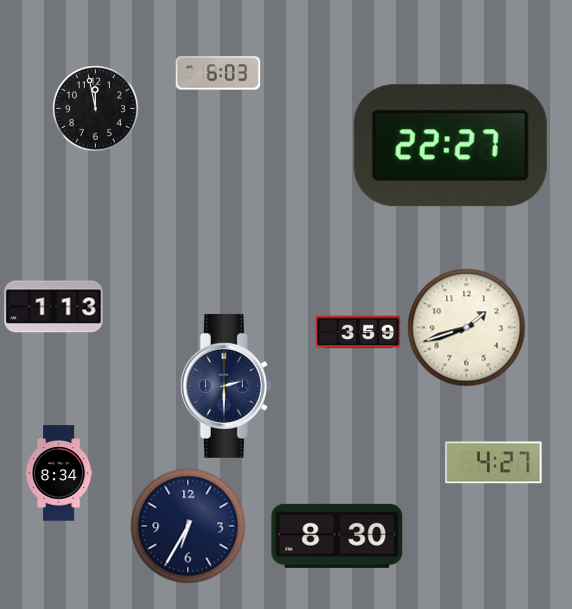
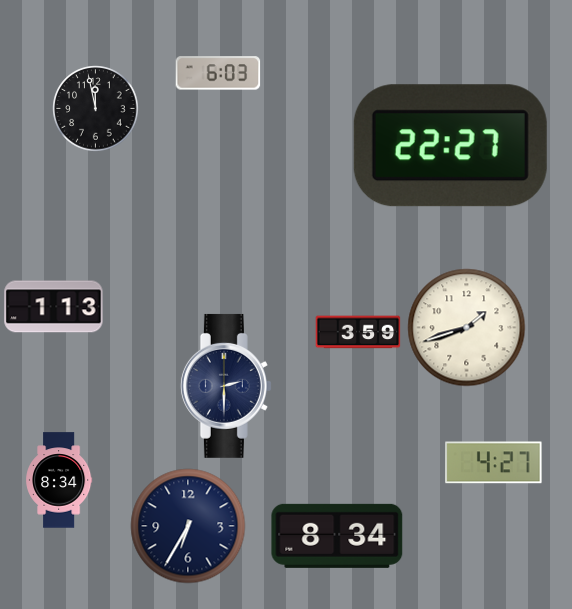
clock at (60, 473) position: (60, 473) -> (60, 480)
clock at (337, 536): 8:30 -> 8:34
